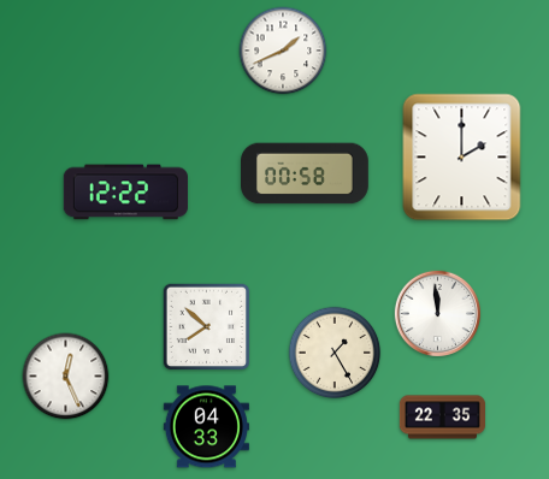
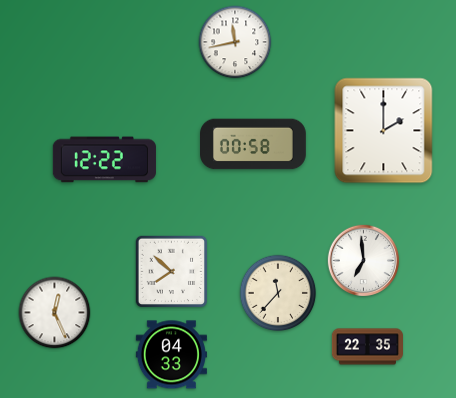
clock at (283, 51): 1:41 -> 11:43
clock at (437, 313): 11:59 -> 6:59
clock at (335, 353): 1:25 -> 11:37
